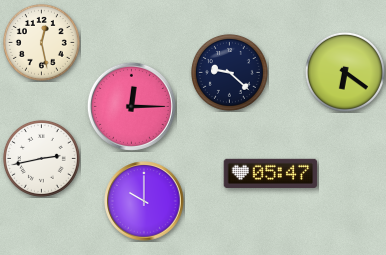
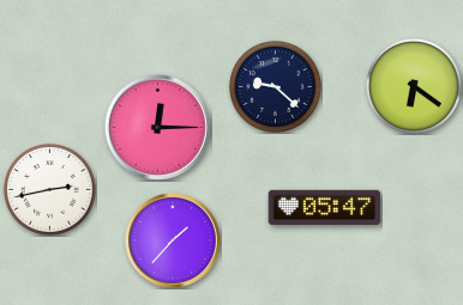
clock at (41, 42): 12:28 -> none
clock at (144, 201): 10:00 -> 1:37
